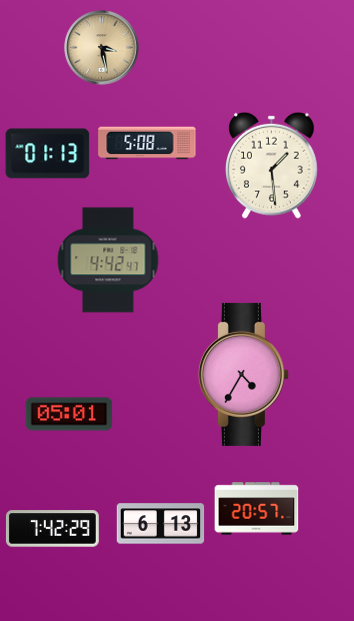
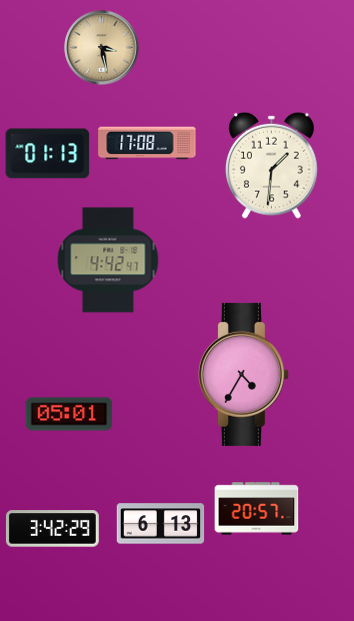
clock at (147, 143): 5:08 -> 17:08
clock at (272, 165): 1:29 -> 1:31
clock at (52, 529): 7:42 -> 3:42
